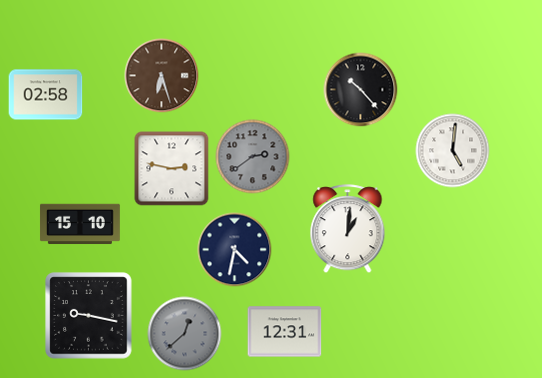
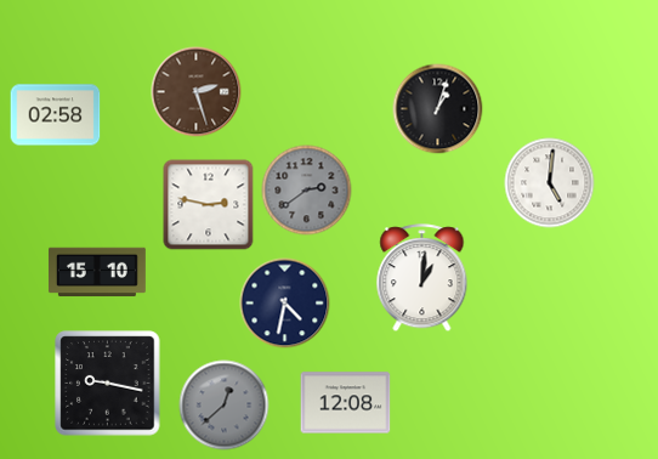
clock at (162, 76): 6:27 -> 2:27
clock at (361, 90): 10:23 -> 1:03
clock at (285, 332): 12:31 -> 12:08
